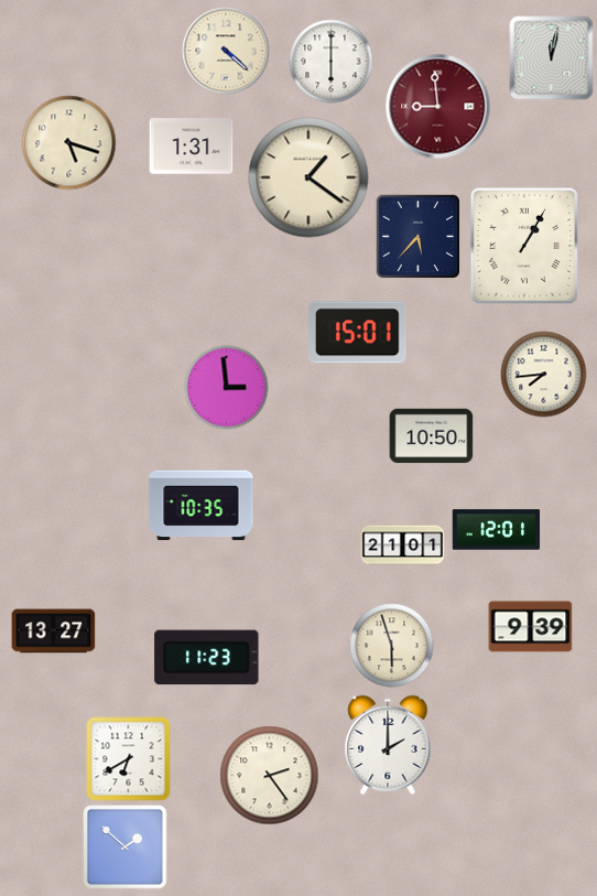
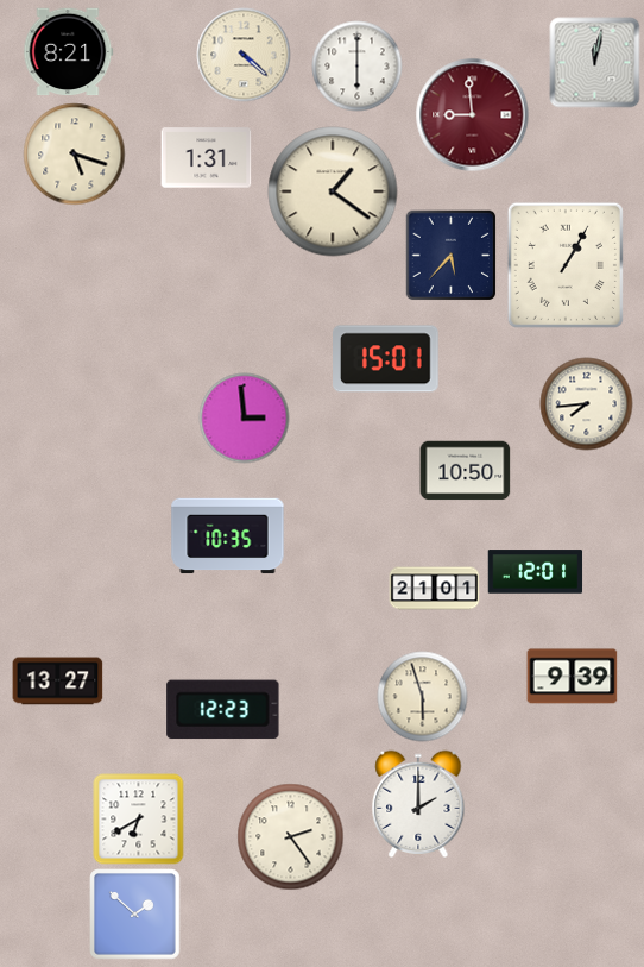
clock at (69, 52): none -> 8:21
clock at (202, 506) position: (202, 506) -> (228, 536)
clock at (207, 658): 11:23 -> 12:23
